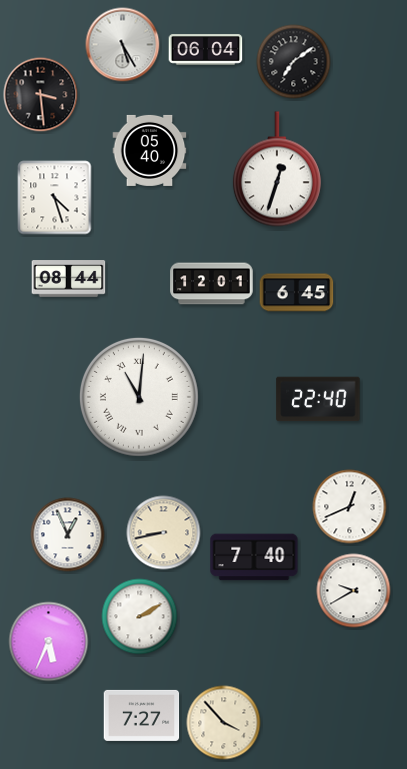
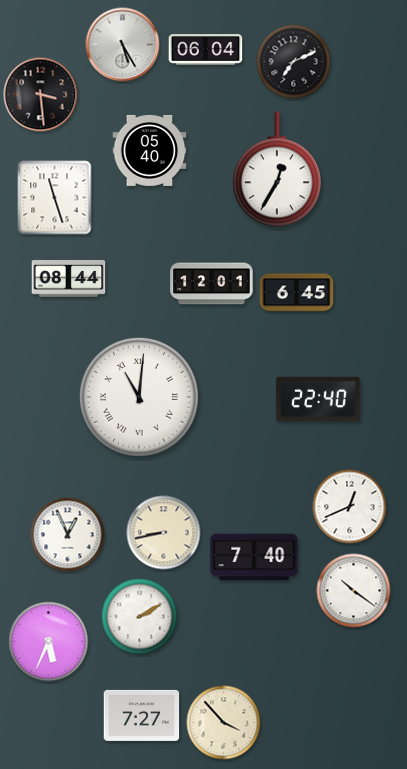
clock at (294, 62): 7:09 -> 7:11
clock at (277, 169): 12:33 -> 12:35
clock at (55, 198): 4:27 -> 11:27
clock at (354, 591): 9:40 -> 10:21
